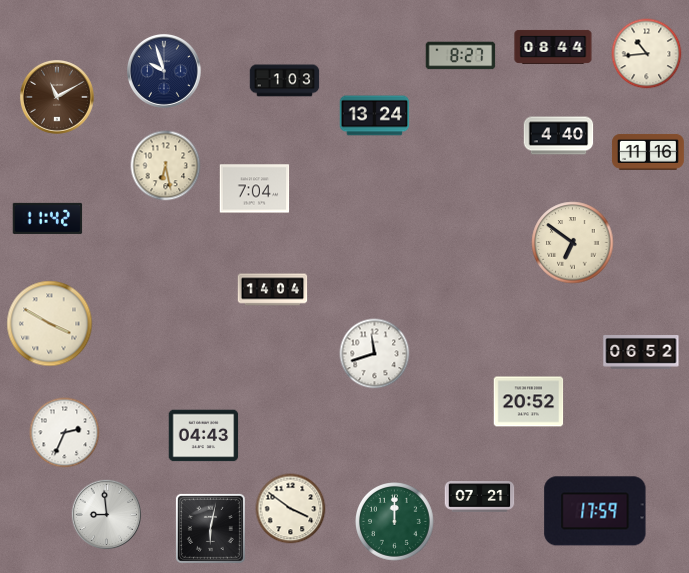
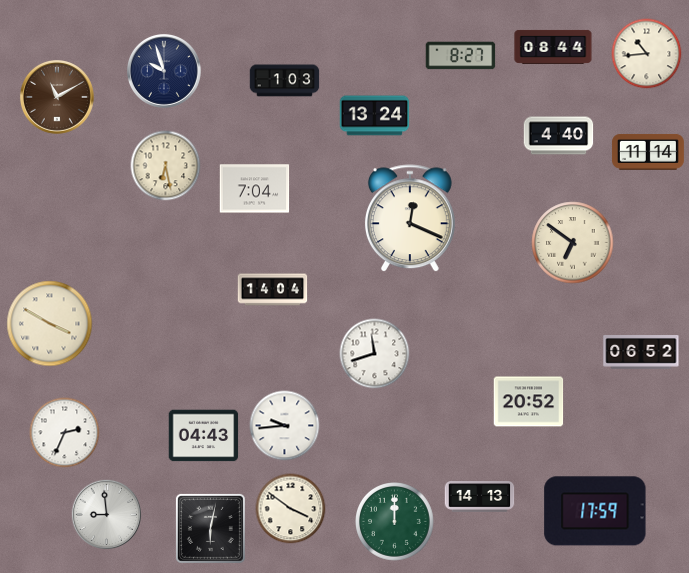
clock at (648, 152): 11:16 -> 11:14
clock at (48, 218): 11:42 -> none
clock at (410, 219): none -> 12:19
clock at (285, 426): none -> 9:44
clock at (480, 497): 07:21 -> 14:13
